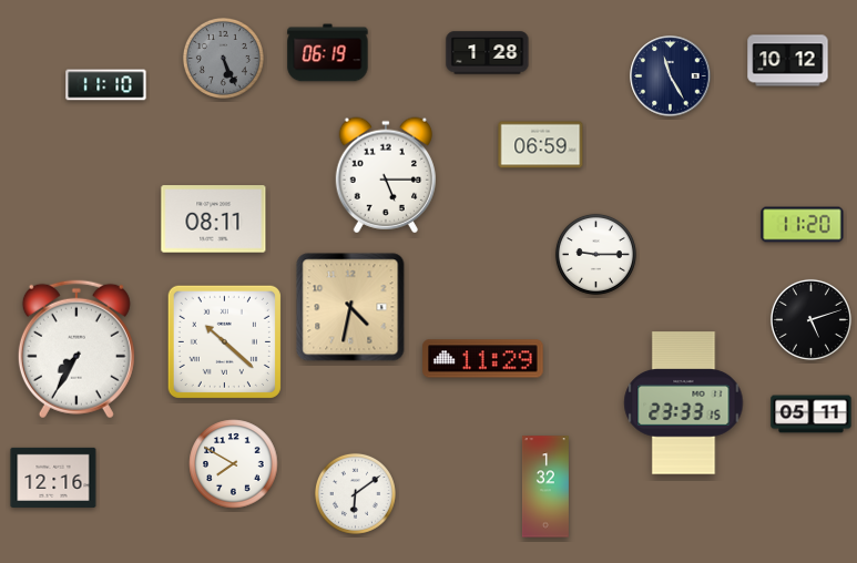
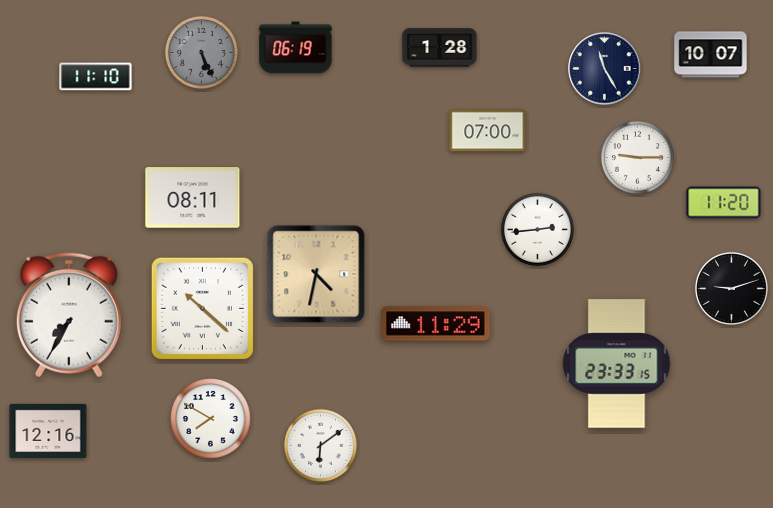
clock at (788, 61): 10:12 -> 10:07
clock at (541, 145): 06:59 -> 07:00
clock at (637, 157): none -> 9:15
clock at (385, 175): 5:15 -> none
clock at (595, 254): 9:15 -> 2:44
clock at (350, 307) position: (350, 307) -> (316, 274)
clock at (810, 319): 5:12 -> 9:12
clock at (812, 414): 05:11 -> none
clock at (545, 487): 1:32 -> none
